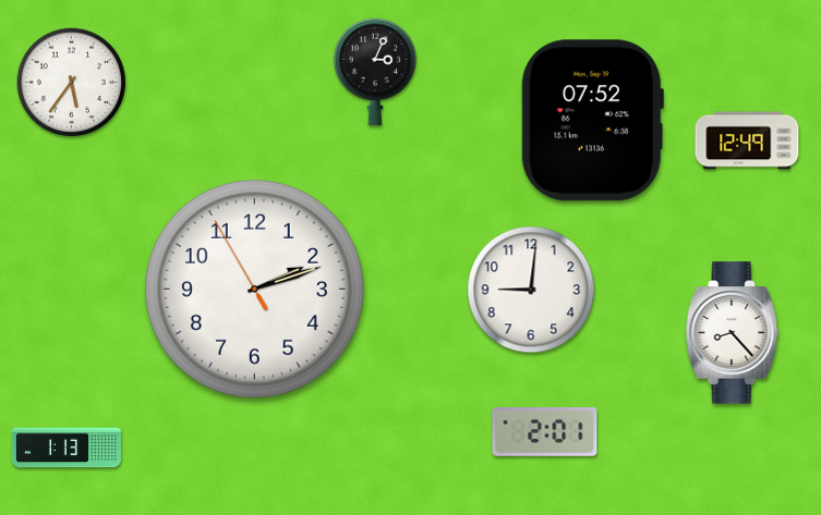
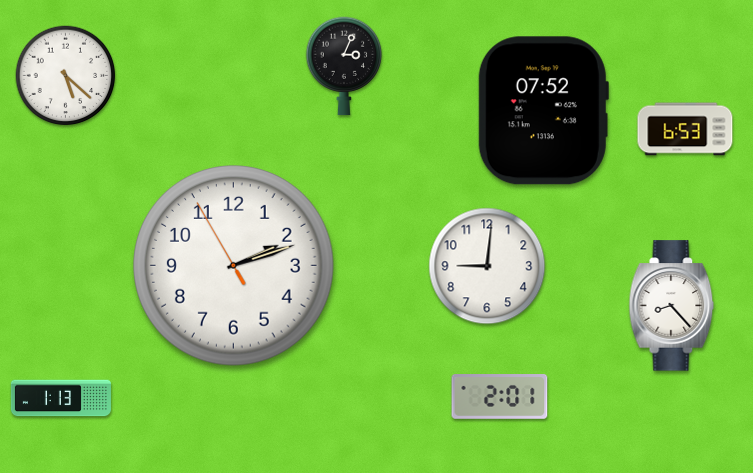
clock at (72, 83): 5:36 -> 5:22
clock at (747, 140): 12:49 -> 6:53
clock at (67, 447) position: (67, 447) -> (61, 398)
